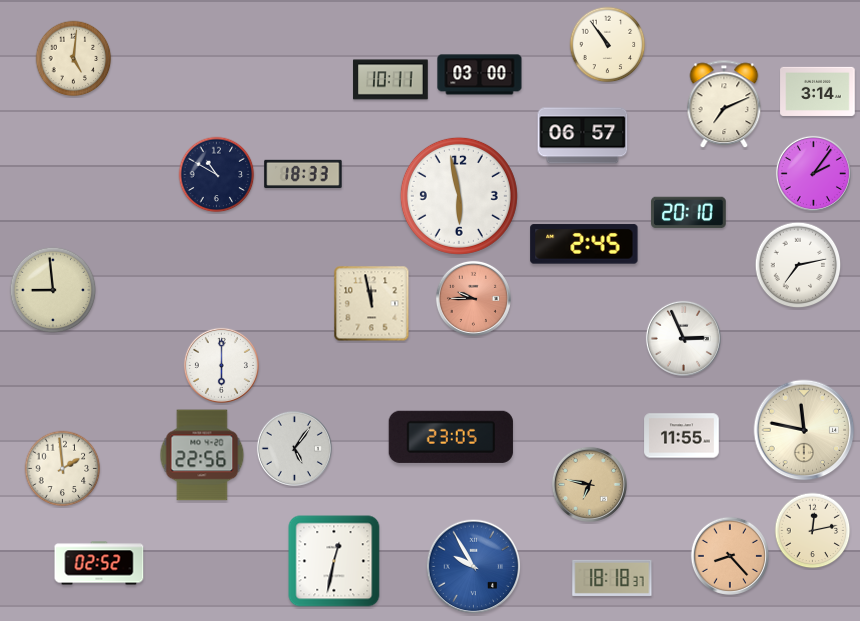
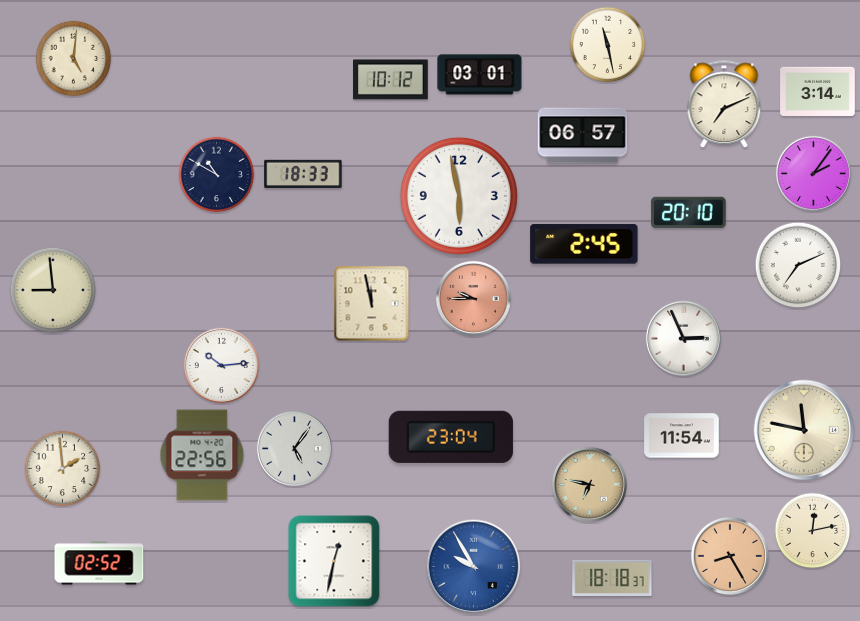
clock at (608, 45): 10:54 -> 11:28
clock at (480, 75): 03:00 -> 03:01
clock at (391, 80): 10:11 -> 10:12
clock at (798, 265): 7:13 -> 7:11
clock at (221, 365): 6:00 -> 10:14
clock at (682, 436): 11:55 -> 11:54
clock at (451, 437): 23:05 -> 23:04
clock at (730, 556): 8:23 -> 8:25
